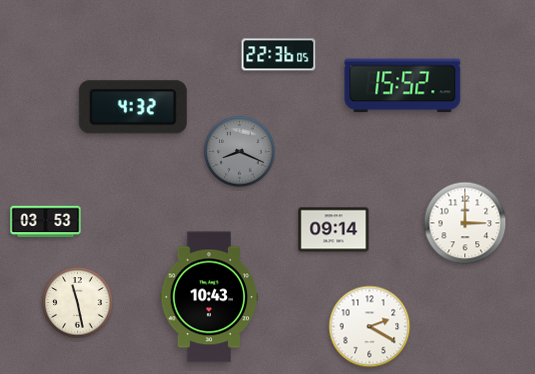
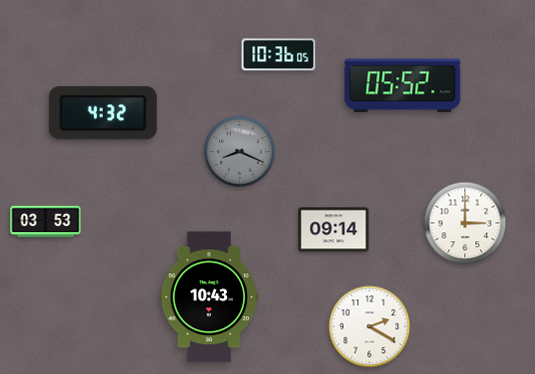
clock at (279, 55): 22:36 -> 10:36
clock at (403, 86): 15:52 -> 05:52
clock at (133, 107) position: (133, 107) -> (103, 113)
clock at (78, 303): 11:28 -> none
